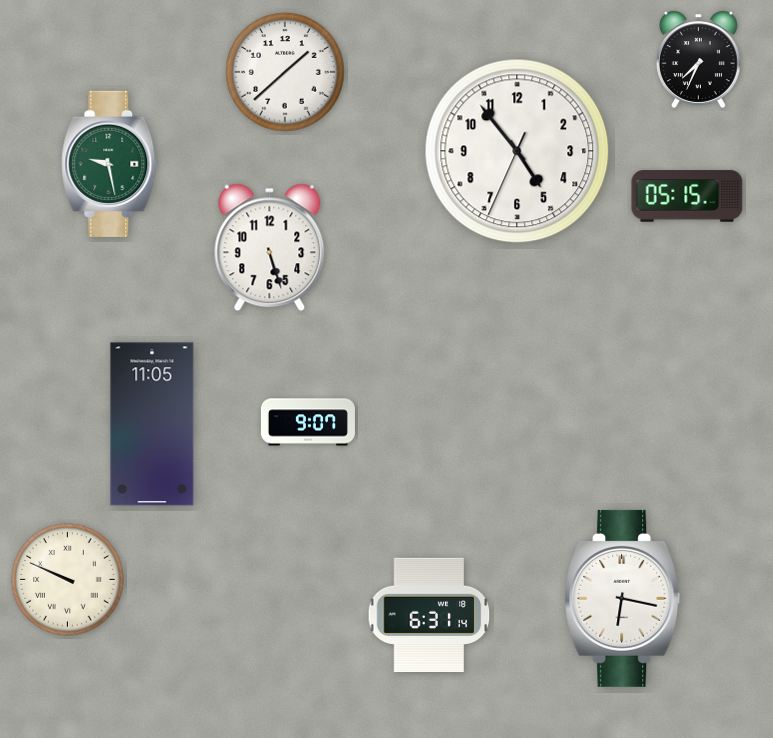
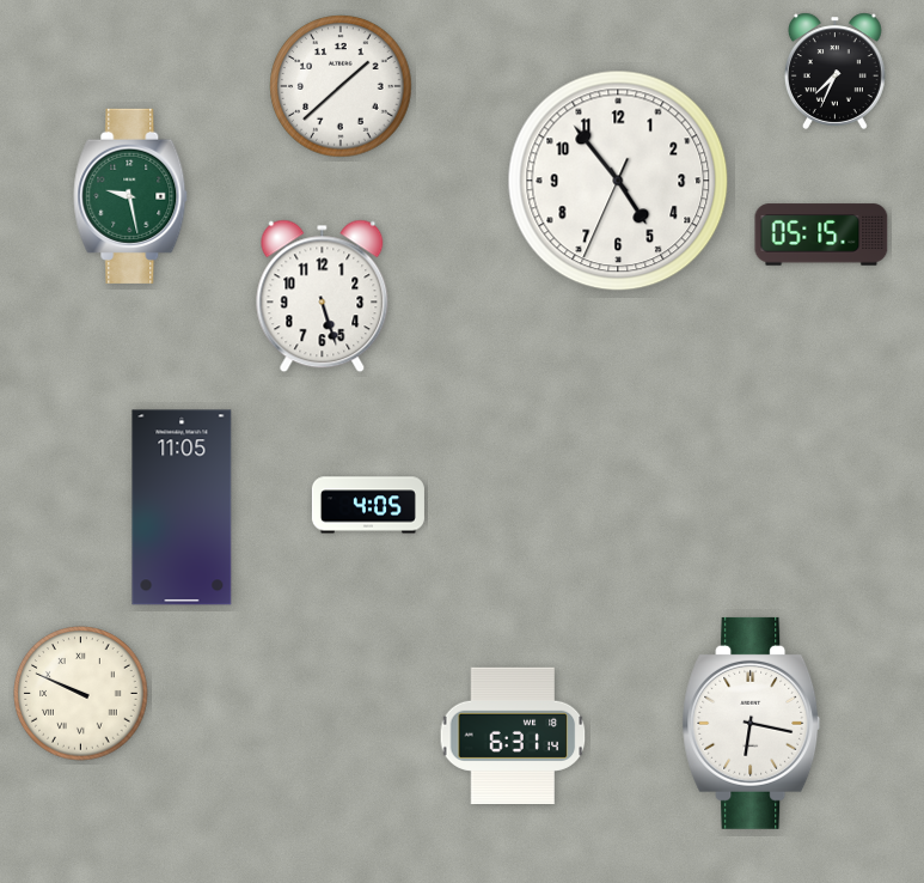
clock at (308, 422): 9:07 -> 4:05
clock at (623, 598) position: (623, 598) -> (752, 723)
